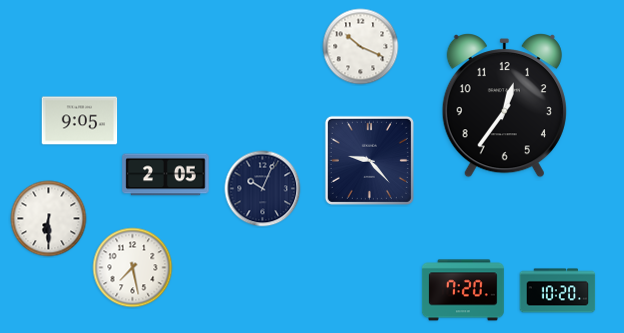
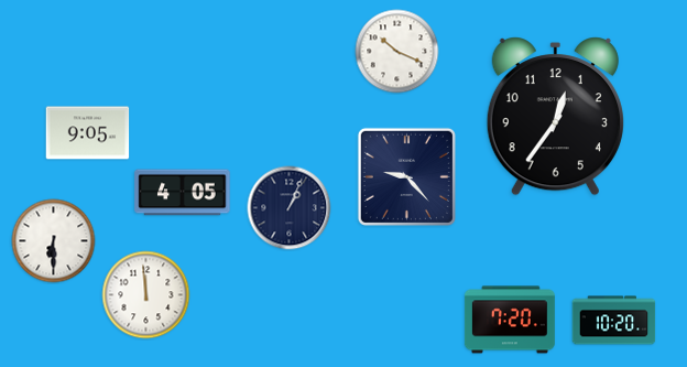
clock at (166, 175): 2:05 -> 4:05
clock at (263, 189): 10:04 -> 1:04
clock at (133, 268): 7:28 -> 11:59
